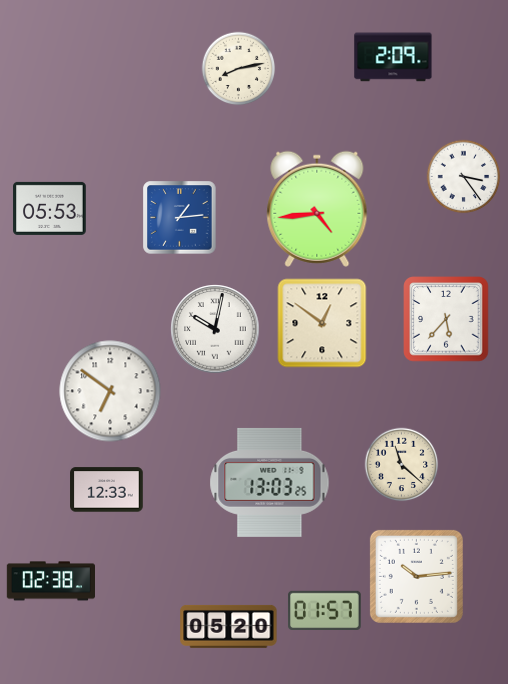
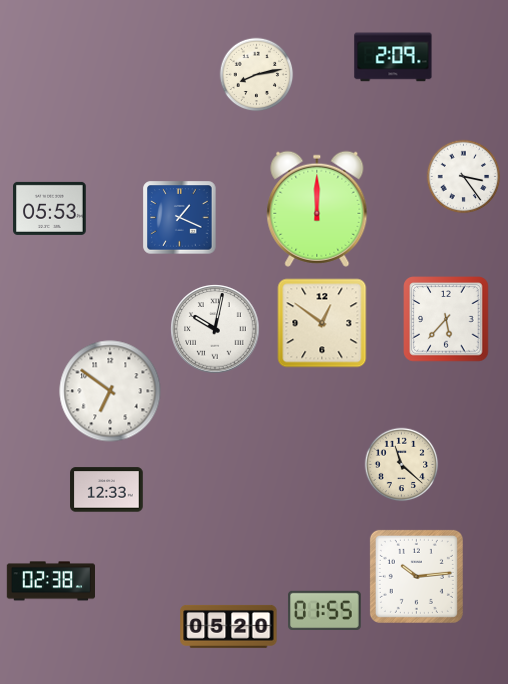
clock at (239, 69) position: (239, 69) -> (257, 75)
clock at (317, 209): 4:44 -> 12:00
clock at (180, 218): 1:14 -> 1:19
clock at (270, 482): 13:03 -> none
clock at (325, 610): 01:57 -> 01:55
